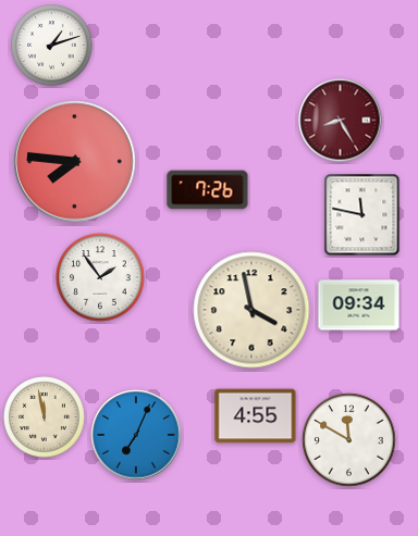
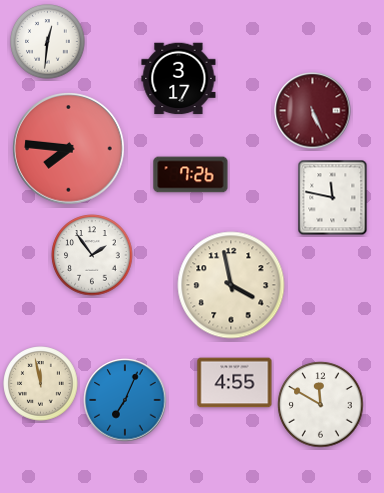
clock at (52, 46): 1:12 -> 12:31
clock at (179, 79): none -> 3:17
clock at (341, 121): 8:25 -> 5:26
clock at (359, 306): 09:34 -> none
